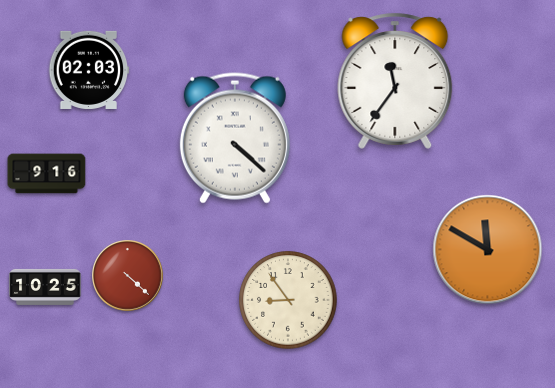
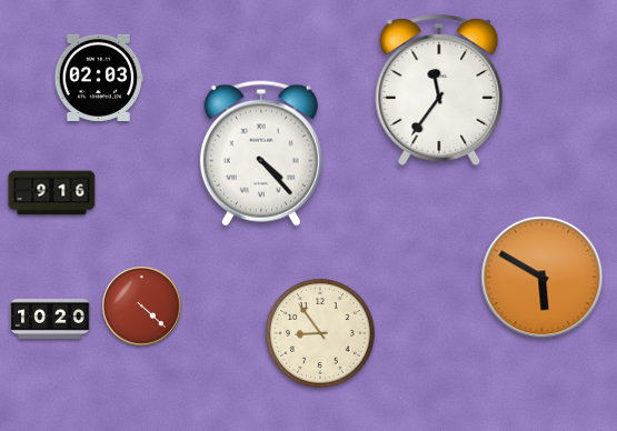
clock at (235, 138): 4:22 -> 4:23
clock at (488, 250): 11:50 -> 5:50
clock at (45, 287): 10:25 -> 10:20
